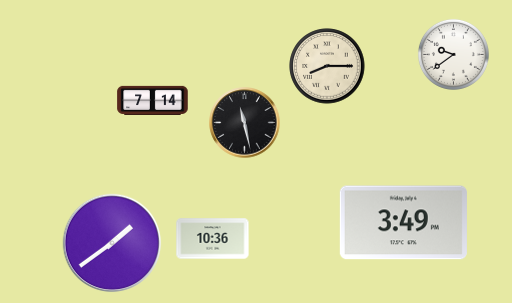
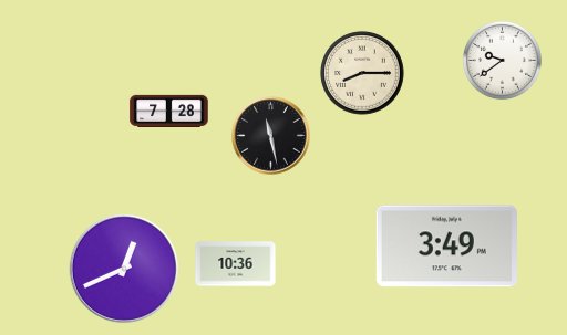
clock at (153, 100): 7:14 -> 7:28
clock at (112, 243): 1:39 -> 12:41
